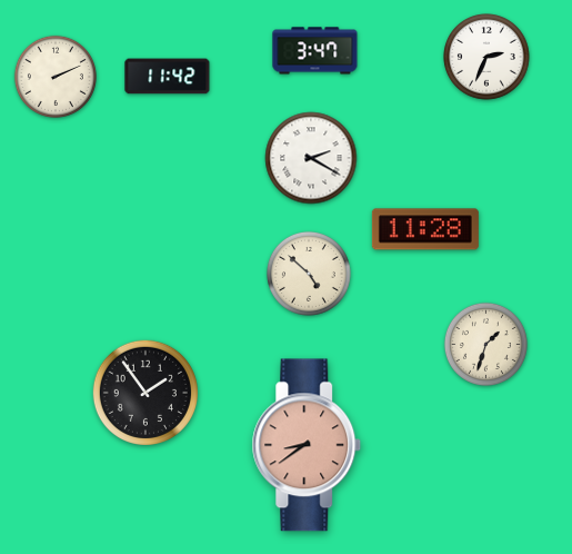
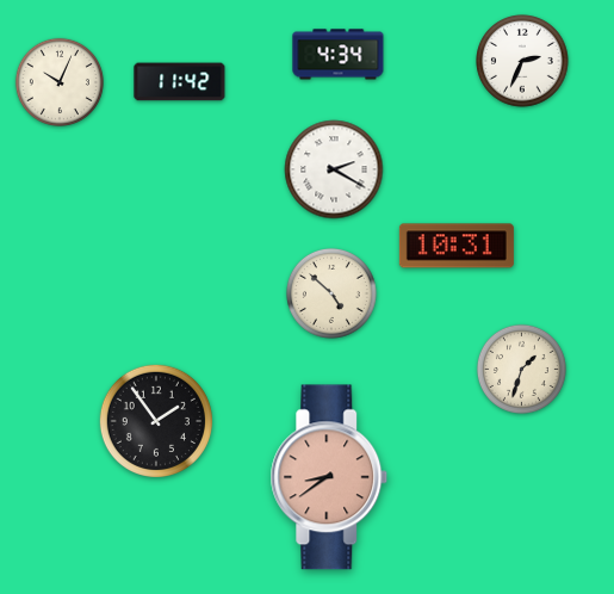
clock at (315, 51): 3:47 -> 4:34
clock at (56, 77): 2:11 -> 10:04
clock at (425, 229): 11:28 -> 10:31
